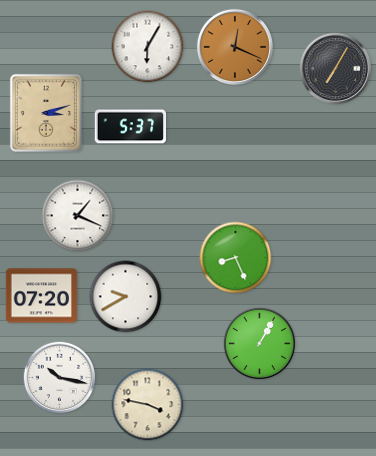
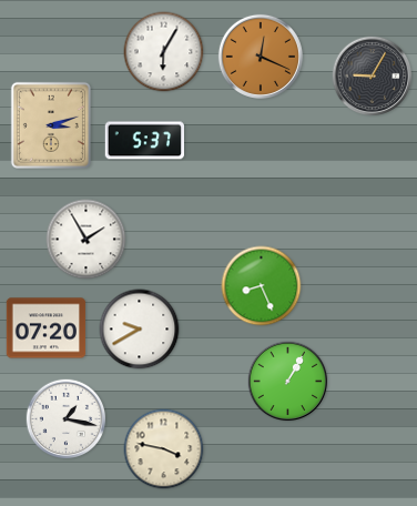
clock at (235, 47) position: (235, 47) -> (261, 57)
clock at (336, 69): 7:05 -> 9:05
clock at (78, 216): 1:19 -> 1:55
clock at (60, 378): 10:17 -> 1:17
